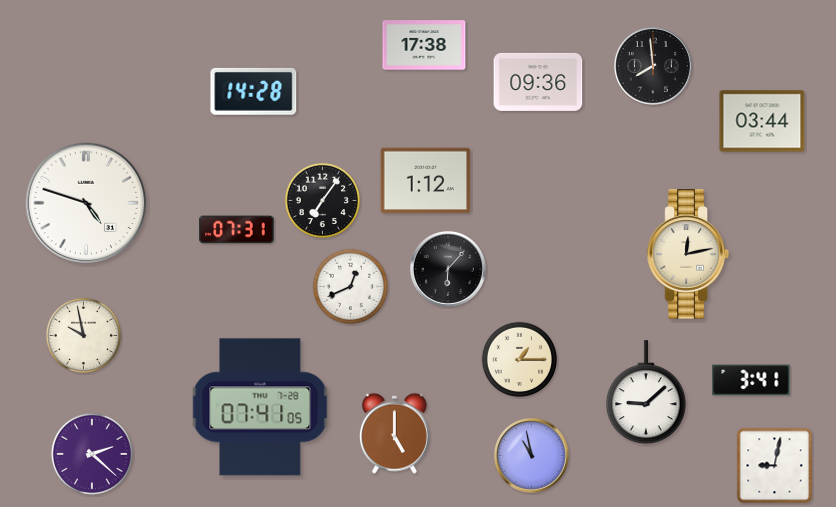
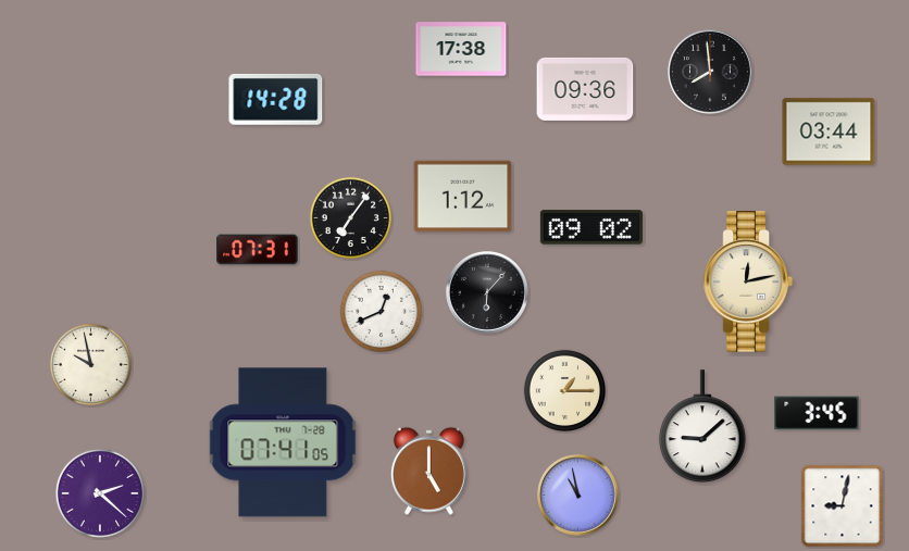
clock at (86, 203): 4:48 -> none
clock at (592, 227): none -> 09:02
clock at (688, 254) position: (688, 254) -> (748, 281)
clock at (751, 380): 3:41 -> 3:45
